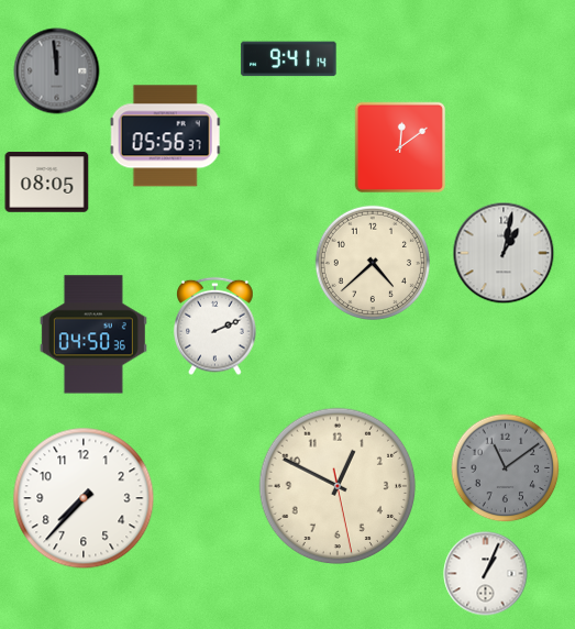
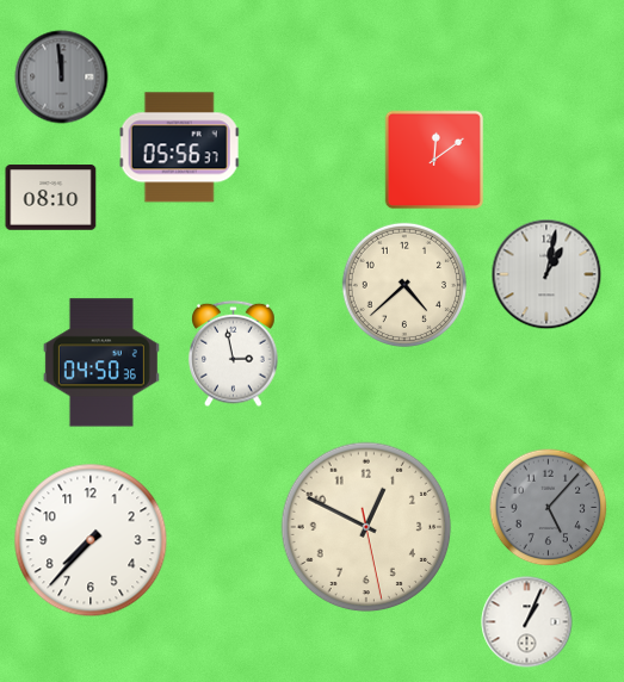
clock at (289, 59): 9:41 -> none
clock at (47, 183): 08:05 -> 08:10
clock at (215, 327): 2:11 -> 2:58
clock at (506, 468): 11:09 -> 5:07
